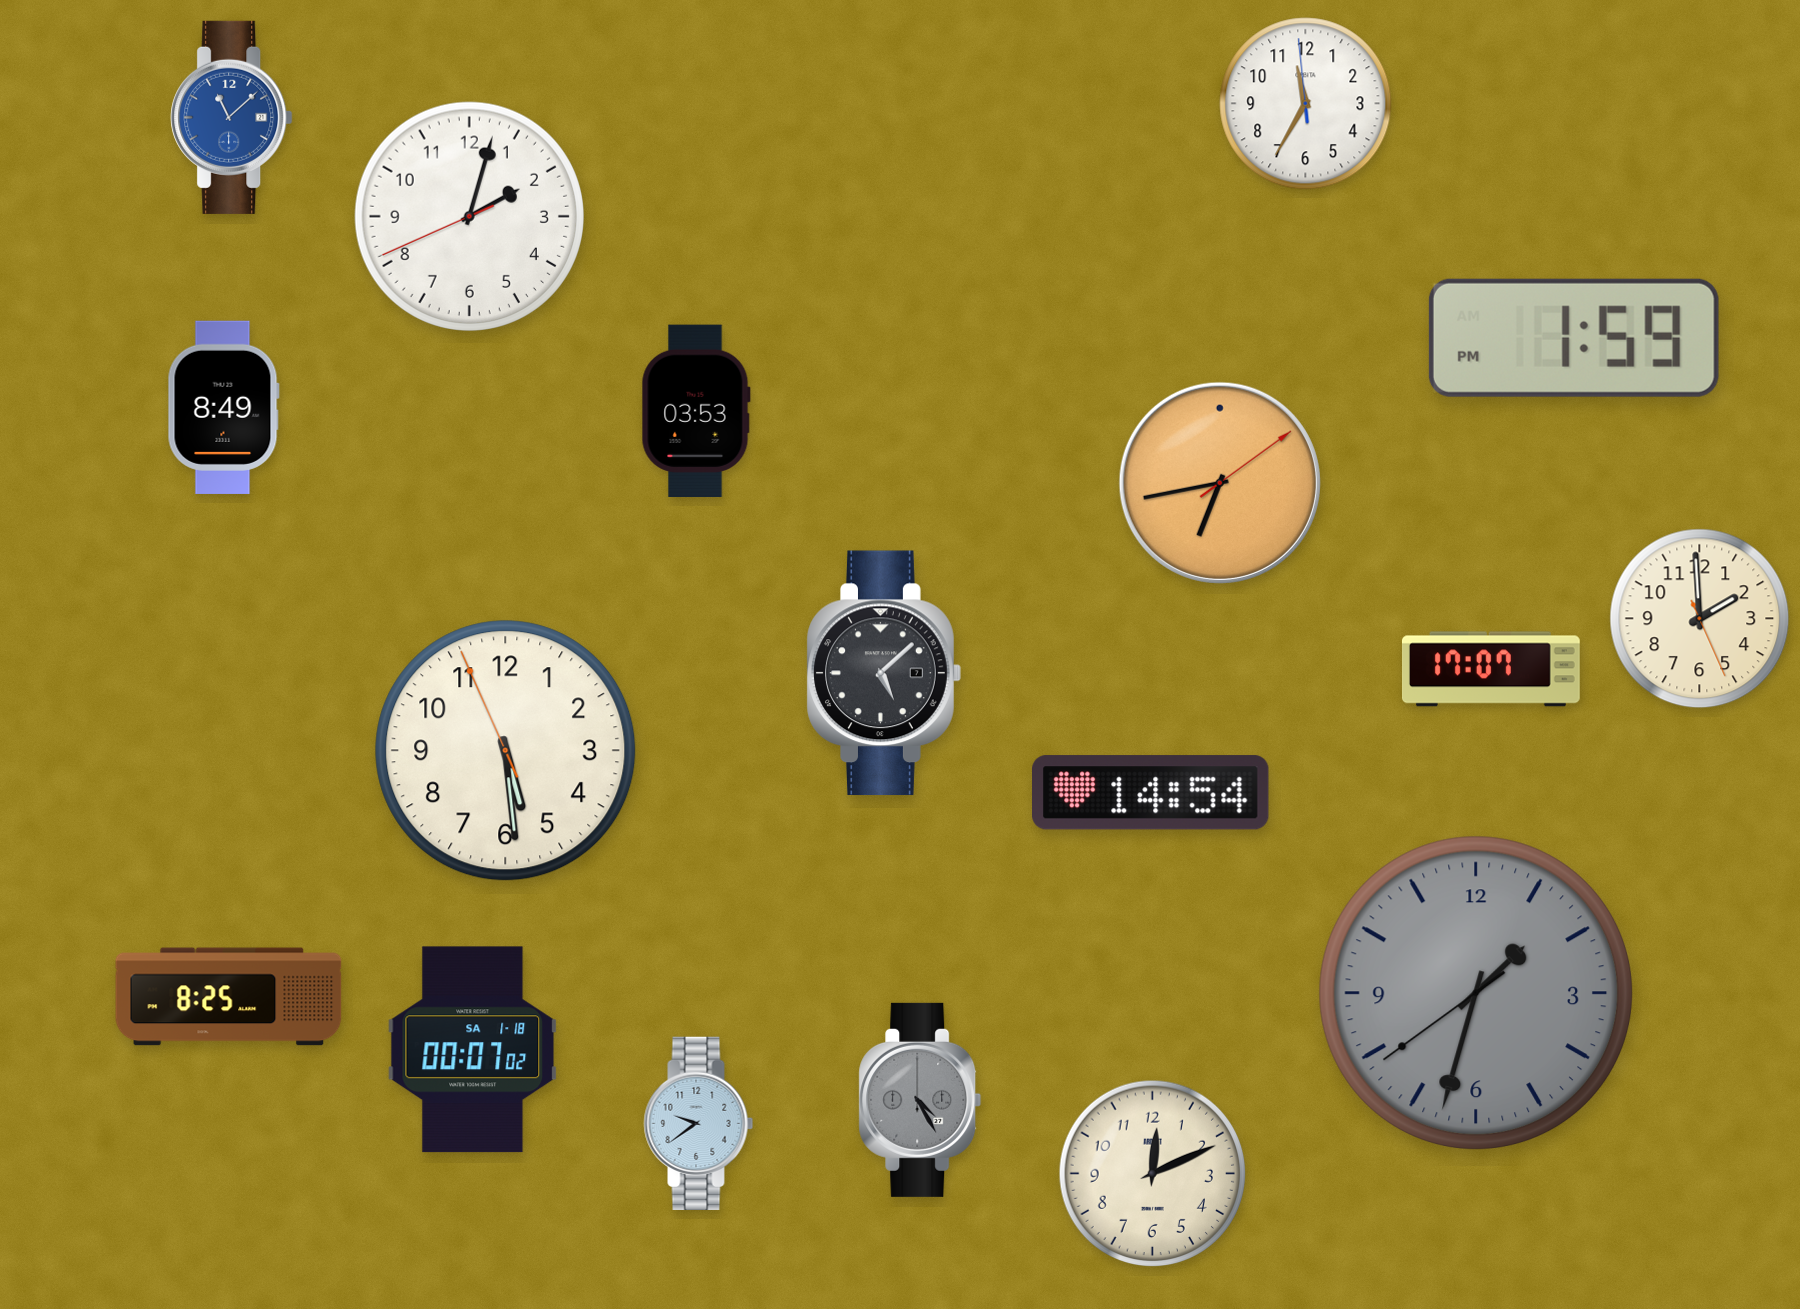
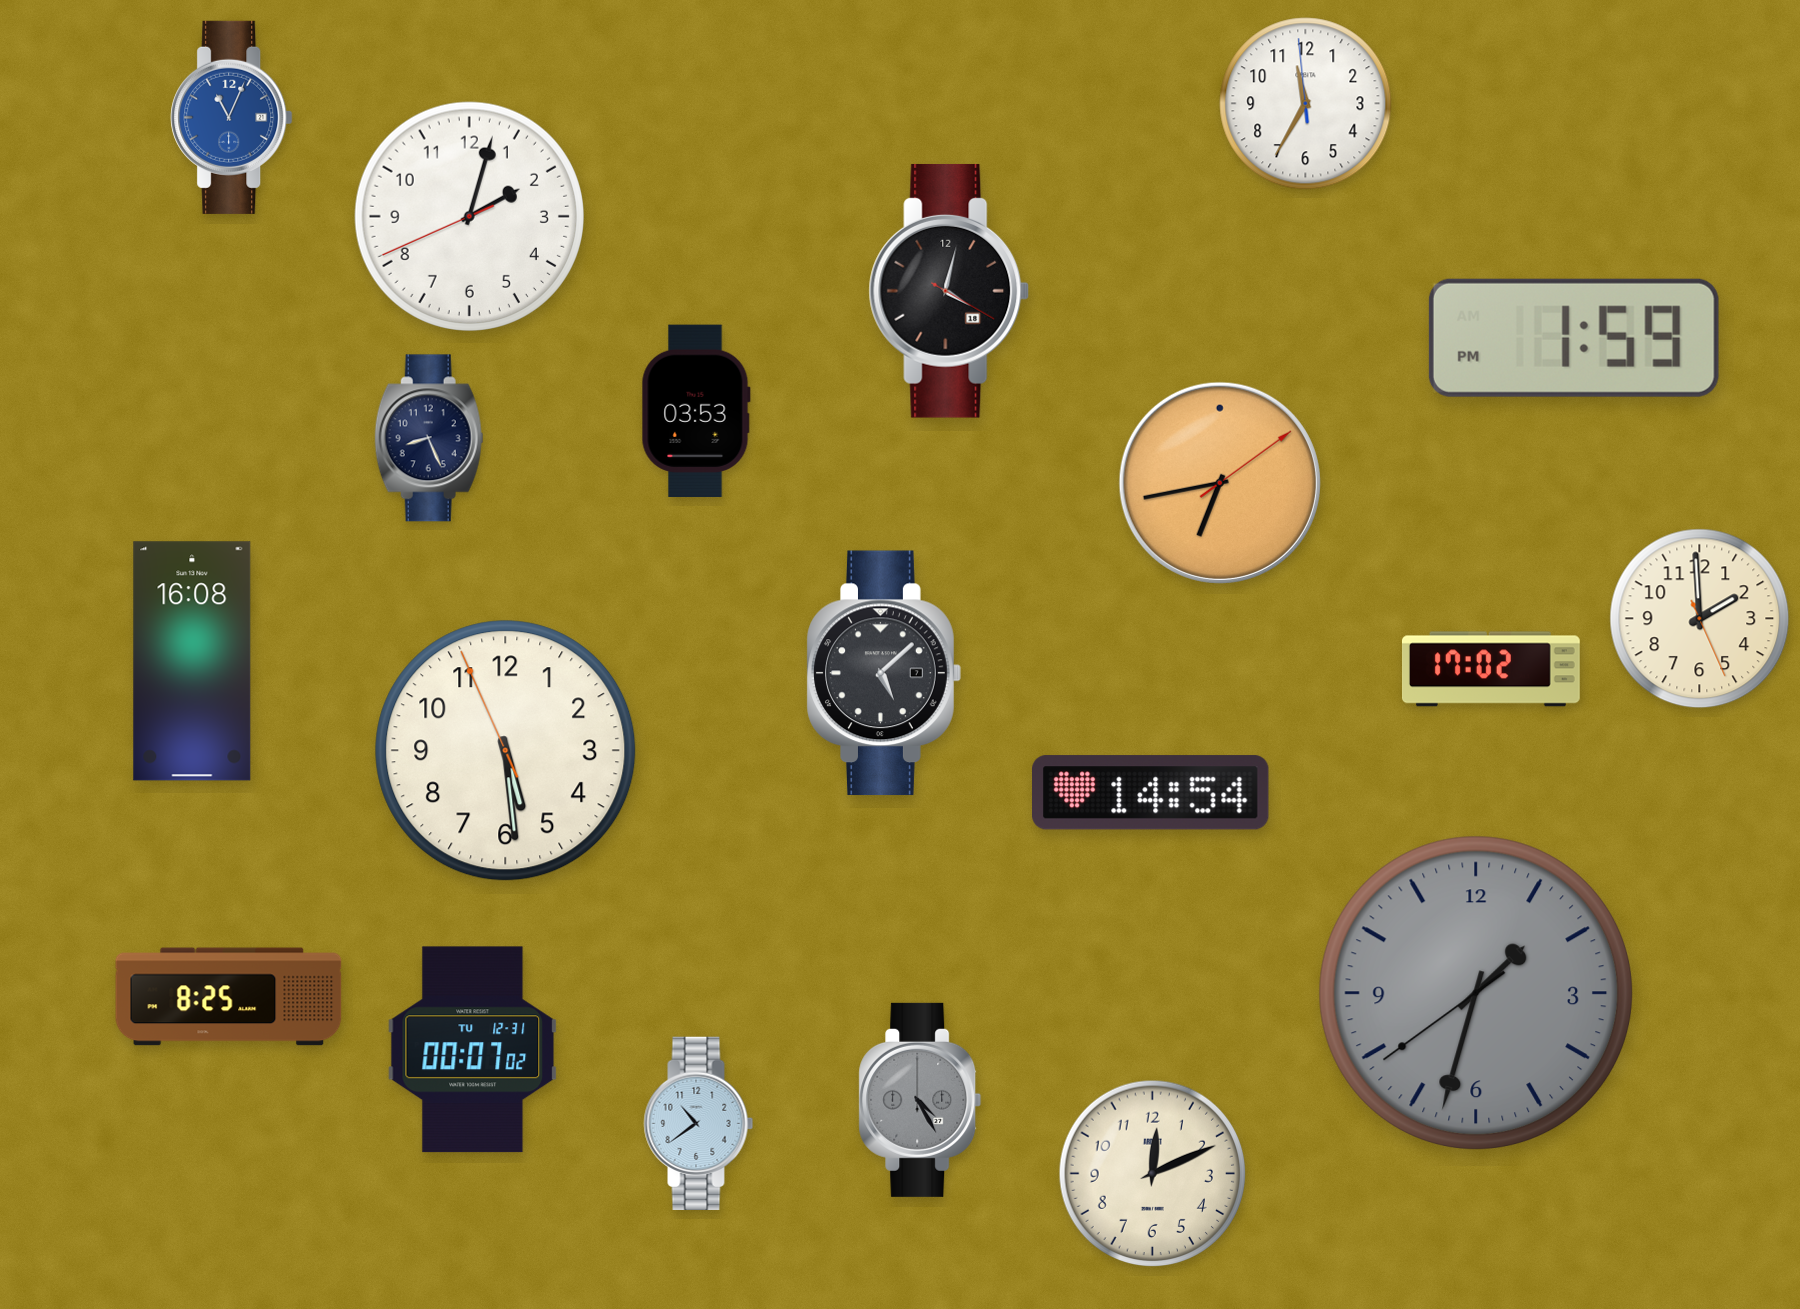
clock at (232, 117): 11:08 -> 11:04
clock at (949, 291): none -> 4:02
clock at (223, 407): 8:49 -> none
clock at (429, 438): none -> 8:26
clock at (192, 661): none -> 16:08
clock at (1491, 669): 17:07 -> 17:02
clock at (473, 1050) date: SA 1-18 -> TU 12-31
clock at (699, 1123): 9:39 -> 10:39
